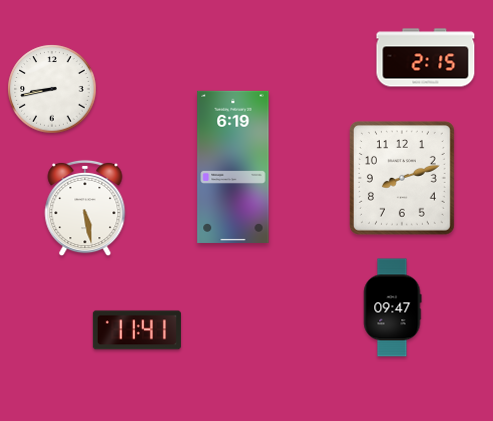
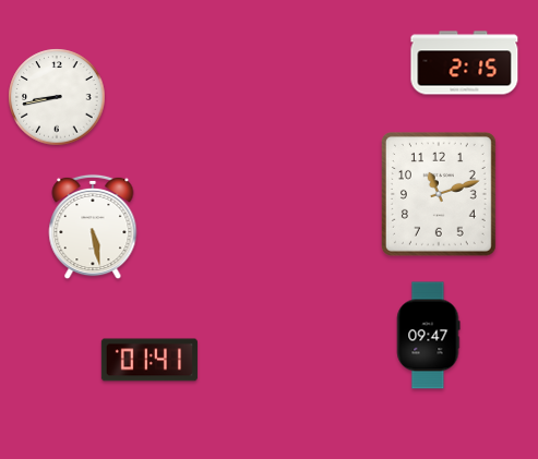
clock at (233, 167): 6:19 -> none
clock at (402, 178): 8:12 -> 11:12
clock at (137, 330): 11:41 -> 01:41
